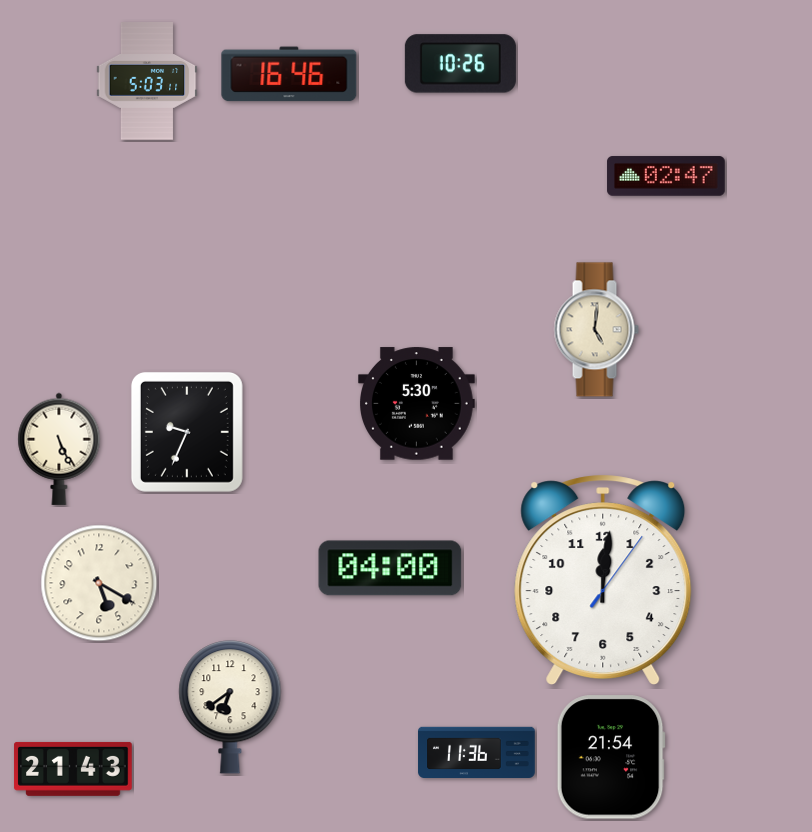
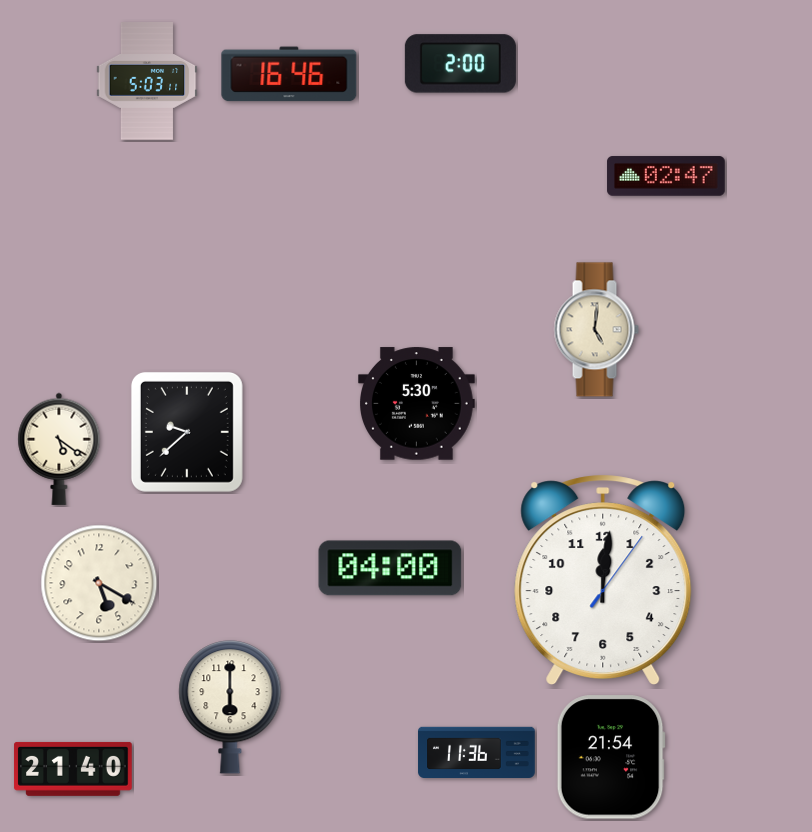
clock at (460, 64): 10:26 -> 2:00
clock at (187, 432): 9:34 -> 9:38
clock at (59, 449): 5:26 -> 5:21
clock at (230, 707): 6:39 -> 6:00
clock at (73, 769): 21:43 -> 21:40
